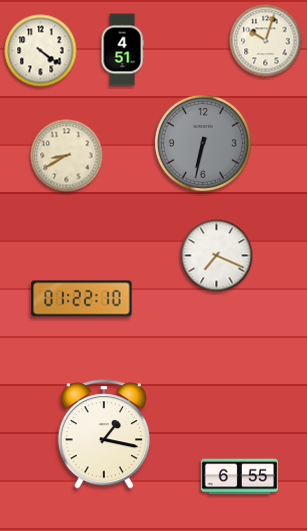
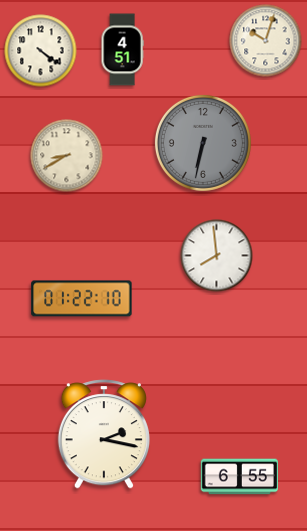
clock at (217, 256): 7:19 -> 7:59
clock at (104, 434): 1:17 -> 2:17
